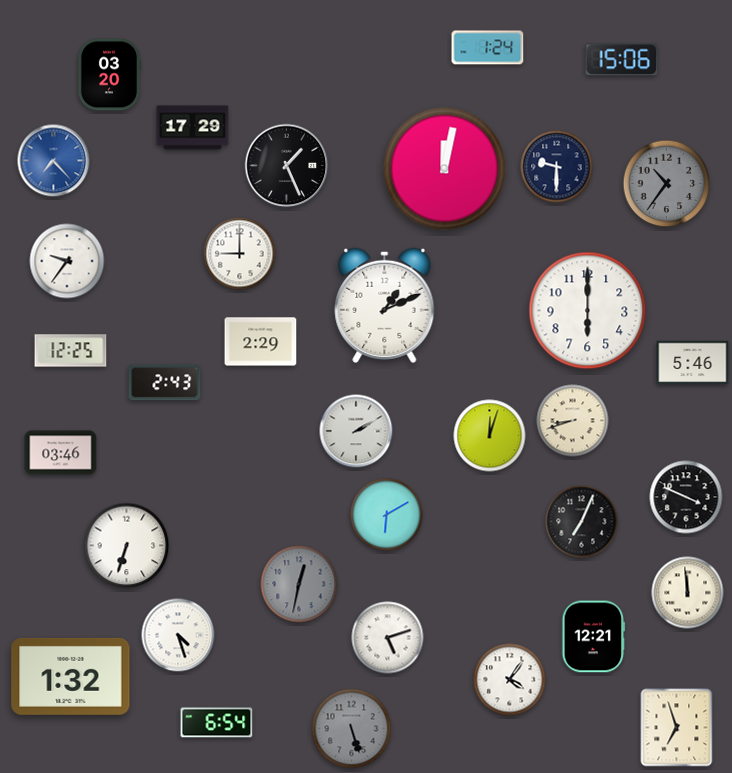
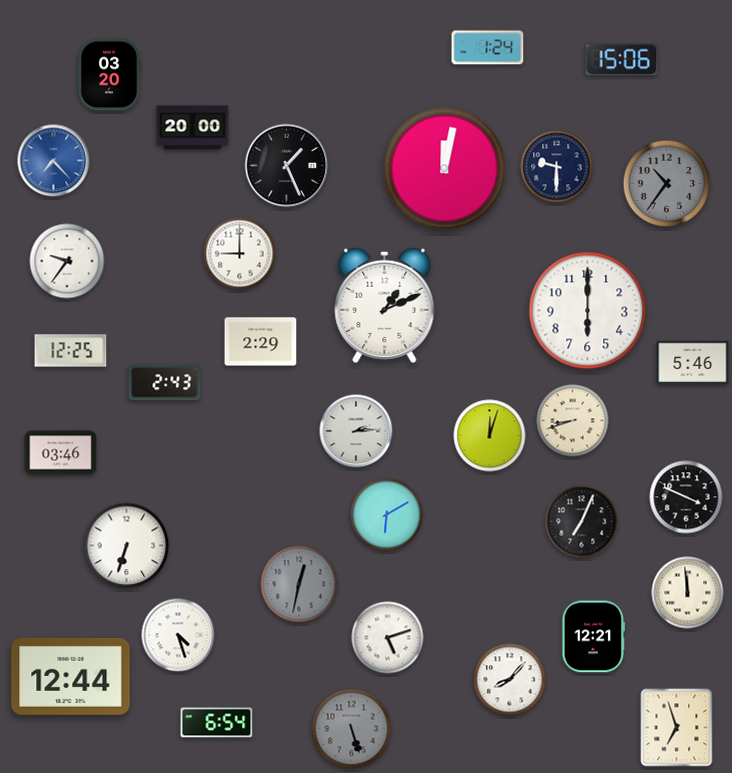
clock at (193, 128): 17:29 -> 20:00
clock at (356, 431): 2:10 -> 2:14
clock at (71, 676): 1:32 -> 12:44
clock at (510, 680): 4:06 -> 8:07
